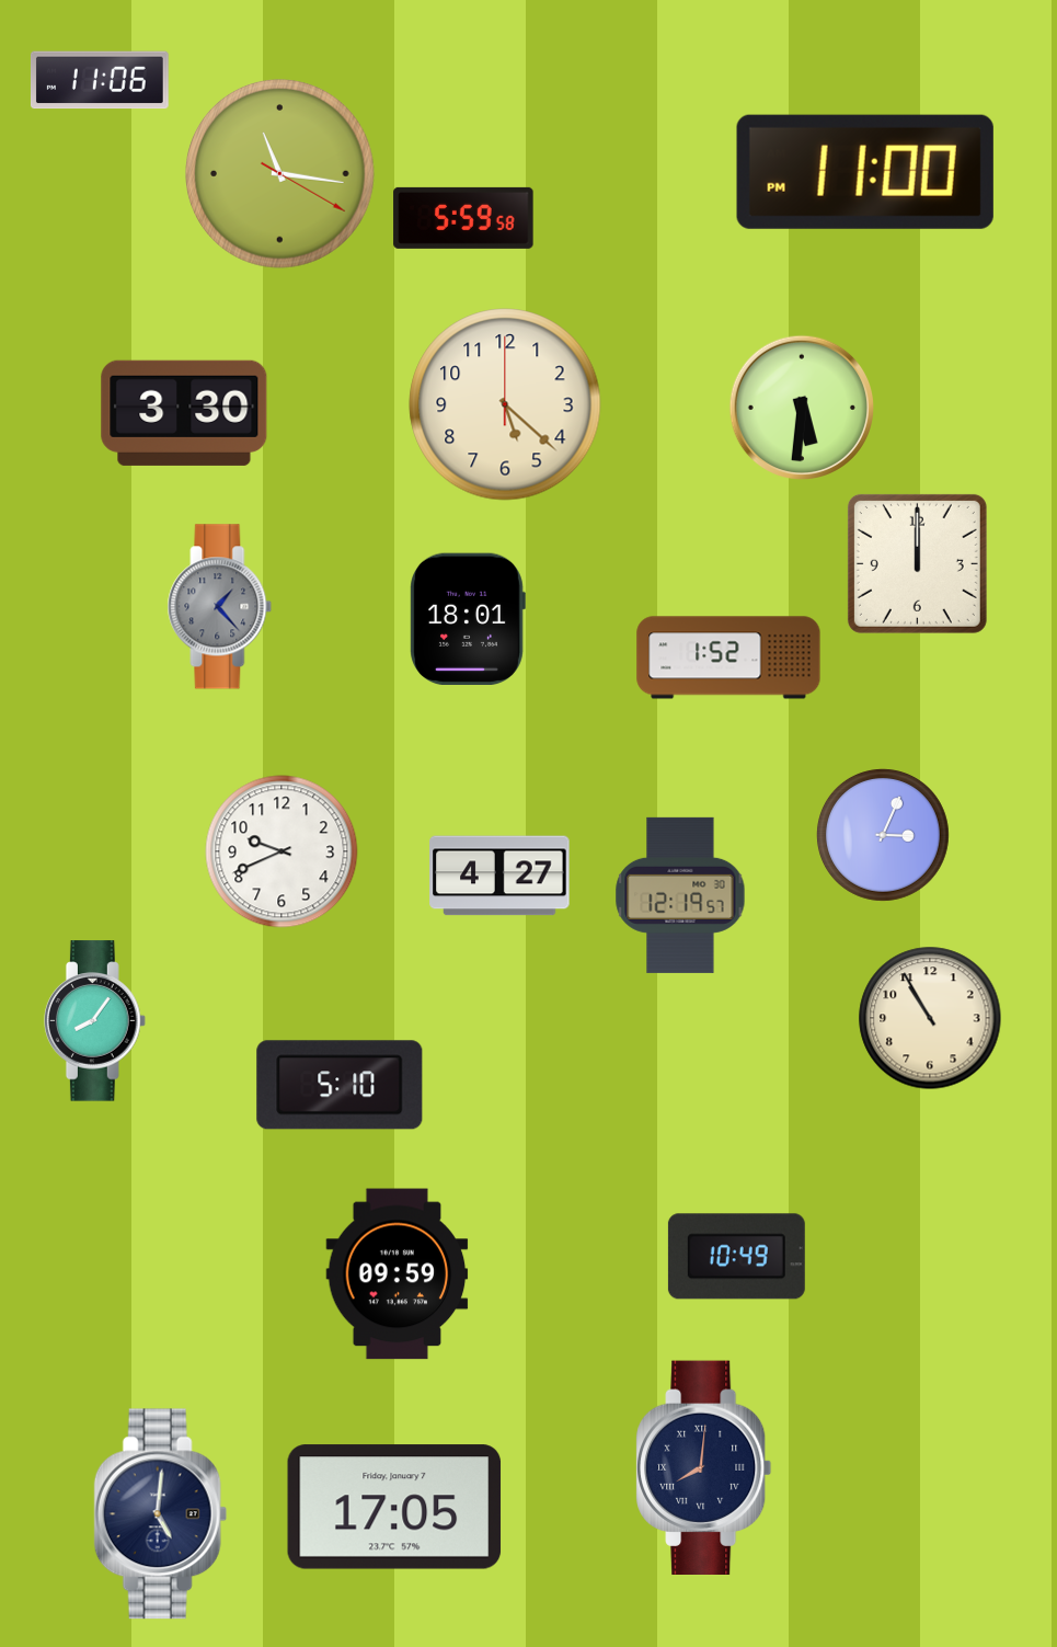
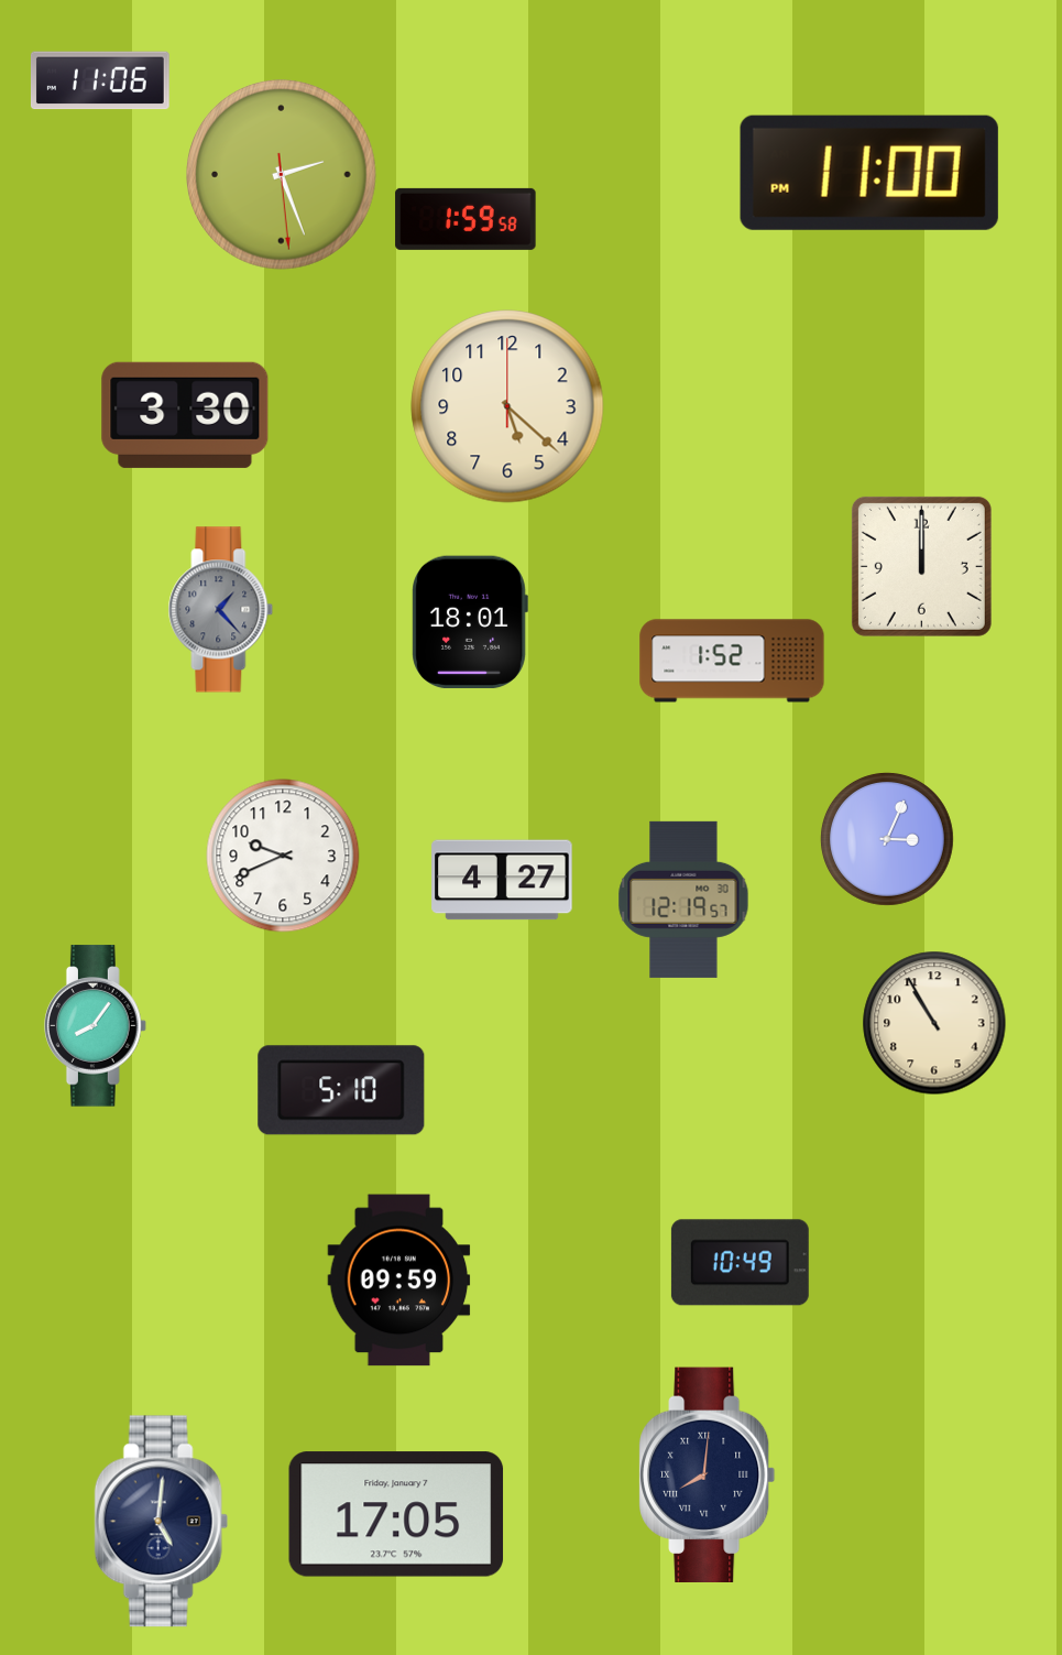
clock at (280, 174): 11:16 -> 2:26
clock at (463, 218): 5:59 -> 1:59
clock at (801, 407): 5:31 -> none
